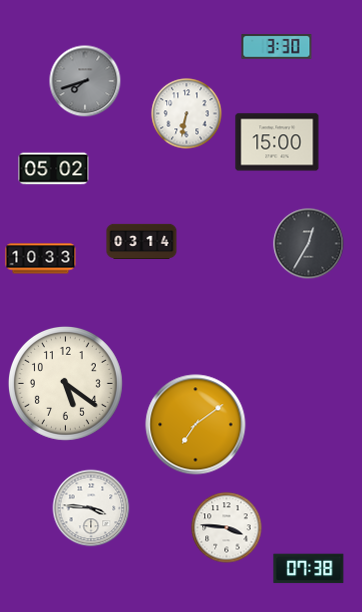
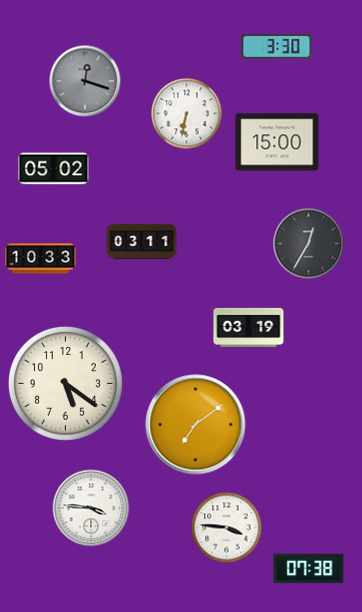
clock at (85, 81): 7:42 -> 12:18
clock at (142, 241): 03:14 -> 03:11
clock at (249, 327): none -> 03:19
